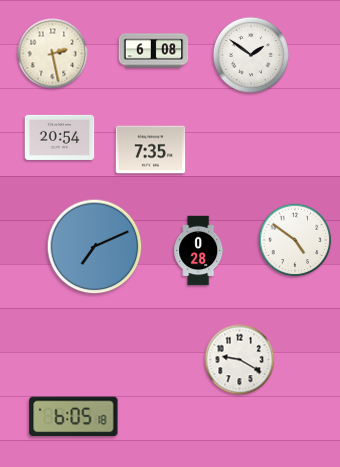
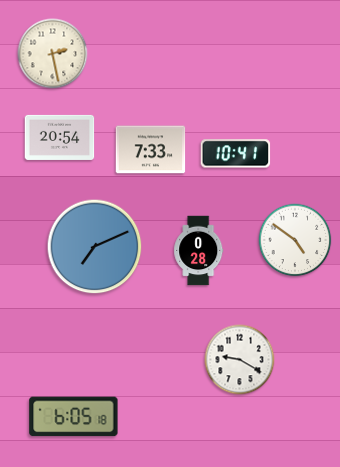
clock at (154, 51): 6:08 -> none
clock at (251, 55): 1:51 -> none
clock at (151, 150): 7:35 -> 7:33
clock at (236, 154): none -> 10:41
